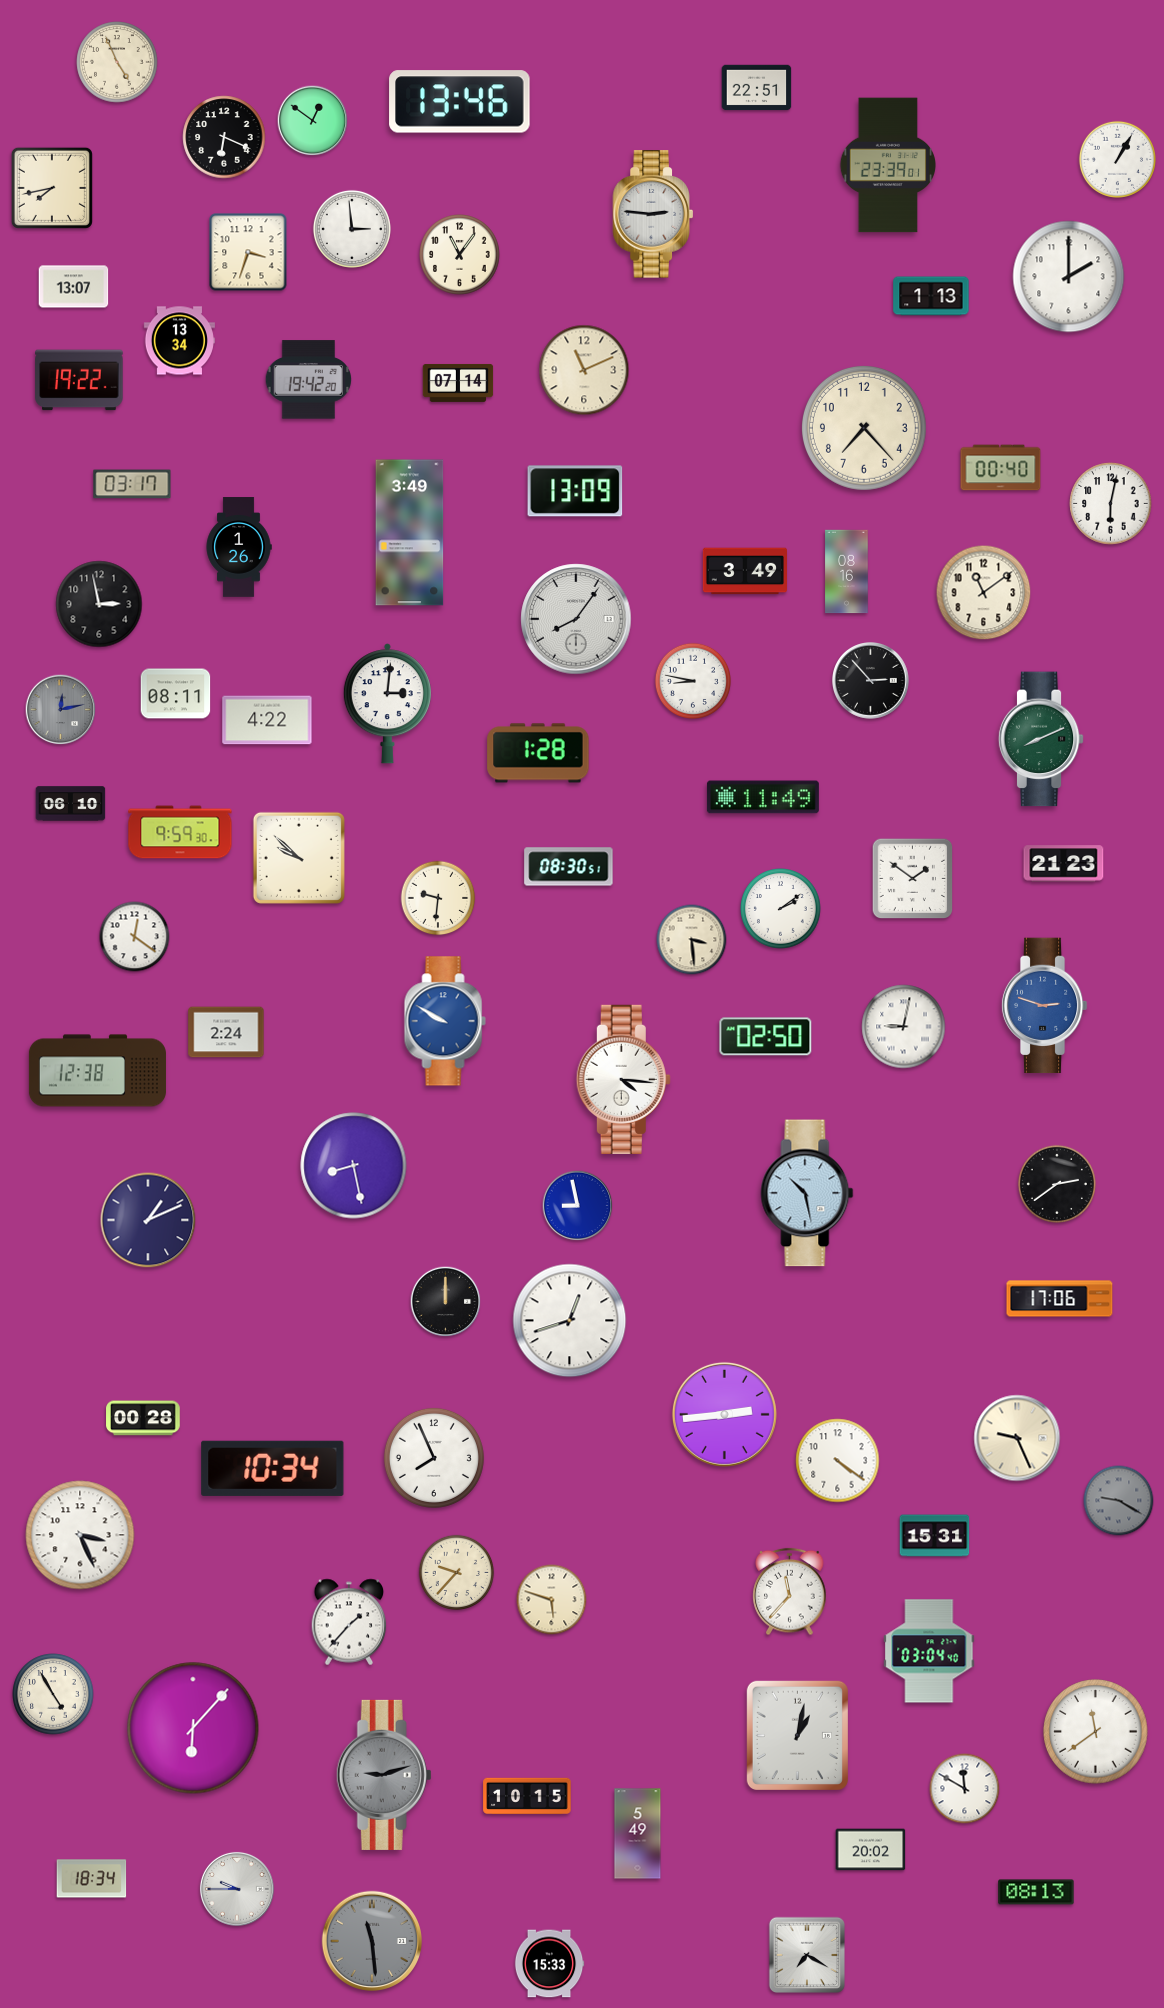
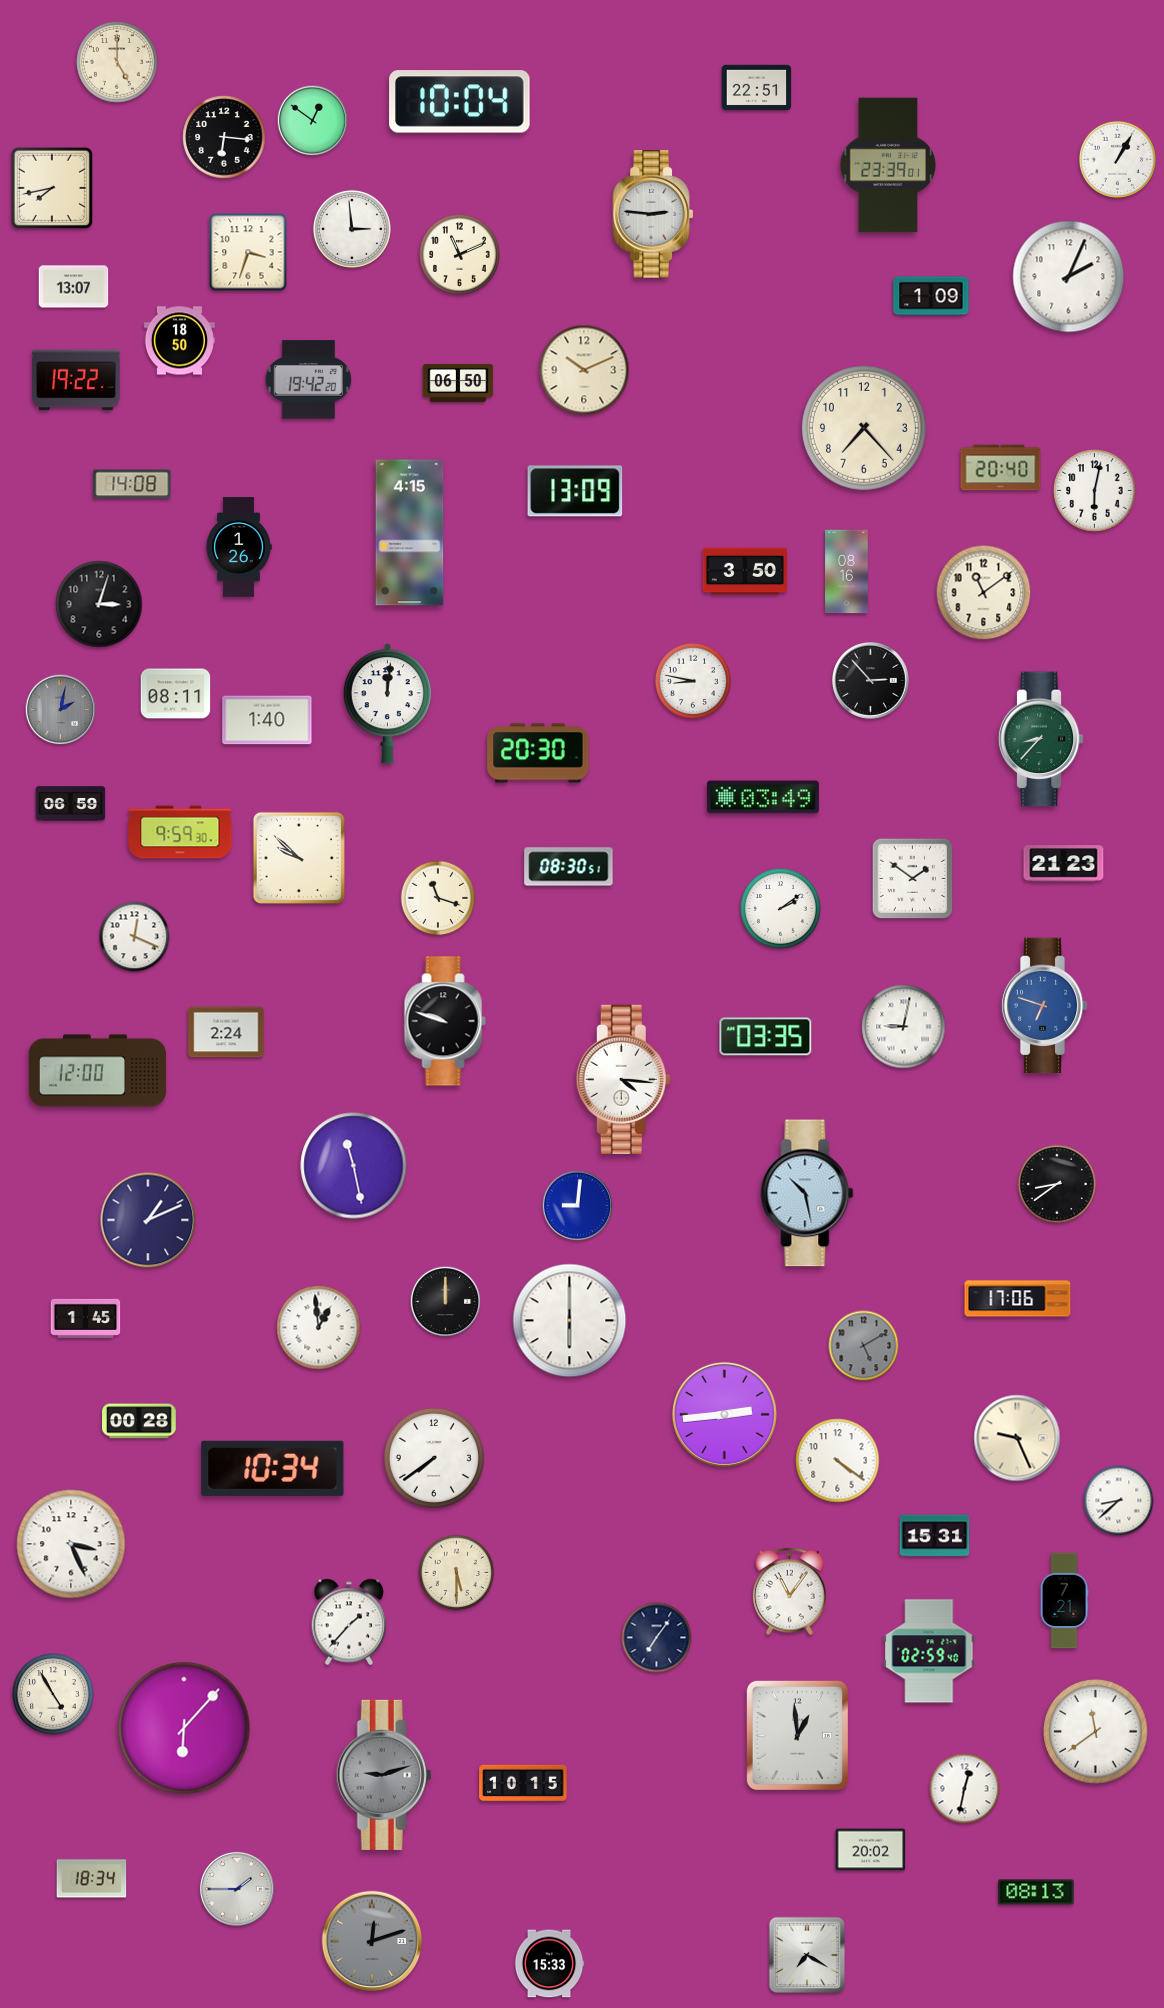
clock at (117, 62): 4:56 -> 5:00
clock at (460, 102): 13:46 -> 10:04
clock at (224, 137): 6:19 -> 6:16
clock at (460, 255): 11:06 -> 11:11
clock at (1069, 277): 2:00 -> 2:04
clock at (931, 296): 1:13 -> 1:09
clock at (179, 341): 13:34 -> 18:50
clock at (584, 370): 11:11 -> 10:11
clock at (79, 380) position: (79, 380) -> (76, 380)
clock at (458, 383): 07:14 -> 06:50
clock at (1001, 468): 00:40 -> 20:40
clock at (132, 484): 03:17 -> 14:08
clock at (1111, 504) position: (1111, 504) -> (1095, 491)
clock at (410, 533): 3:49 -> 4:15
clock at (744, 571): 3:49 -> 3:50
clock at (99, 604): 2:58 -> 3:03
clock at (576, 619): 8:06 -> none
clock at (387, 704): 3:01 -> 12:01
clock at (61, 710): 12:13 -> 2:02
clock at (267, 720): 4:22 -> 1:40
clock at (1041, 739): 8:11 -> 8:37
clock at (538, 753): 1:28 -> 20:30
clock at (763, 797): 11:49 -> 03:49
clock at (71, 804): 06:10 -> 06:59
clock at (438, 898): 9:31 -> 11:18
clock at (135, 937): 12:21 -> 12:19
clock at (692, 940): 3:29 -> none
clock at (1044, 1006): 2:48 -> 6:48
clock at (445, 1021): 9:50 -> 9:48
clock at (445, 1021) dial: blue -> black
clock at (766, 1037): 02:50 -> 03:35
clock at (97, 1071): 12:38 -> 12:00
clock at (354, 1166): 8:28 -> 11:28
clock at (1057, 1184): 2:39 -> 8:39
clock at (578, 1206): 8:58 -> 9:01
clock at (1060, 1299) position: (1060, 1299) -> (1018, 1299)
clock at (86, 1318): none -> 1:45
clock at (570, 1321): 12:42 -> 6:00
clock at (319, 1328): none -> 12:59
clock at (864, 1346): none -> 5:10
clock at (143, 1418) position: (143, 1418) -> (139, 1421)
clock at (434, 1458): 7:56 -> 7:39
clock at (1119, 1501): 9:20 -> 8:38
clock at (1119, 1501) dial: grey -> white
clock at (80, 1535) position: (80, 1535) -> (71, 1544)
clock at (457, 1573): 9:37 -> 5:30
clock at (790, 1592): 11:37 -> 11:06
clock at (552, 1600): 5:48 -> none
clock at (1064, 1601): none -> 7:21
clock at (657, 1638): none -> 7:06
clock at (929, 1651): 03:04 -> 02:59
clock at (193, 1728) position: (193, 1728) -> (184, 1728)
clock at (797, 1735): 1:02 -> 12:59
clock at (965, 1789): 11:50 -> 12:32
clock at (527, 1795) position: (527, 1795) -> (523, 1782)
clock at (638, 1834): 5:49 -> none
clock at (237, 1889): 9:45 -> 1:45
clock at (371, 1940): 11:29 -> 12:12
